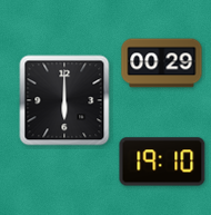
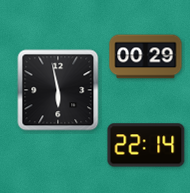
clock at (64, 100): 6:00 -> 5:58
clock at (162, 162): 19:10 -> 22:14
